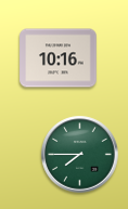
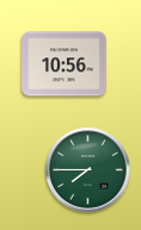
clock at (59, 58): 10:16 -> 10:56
